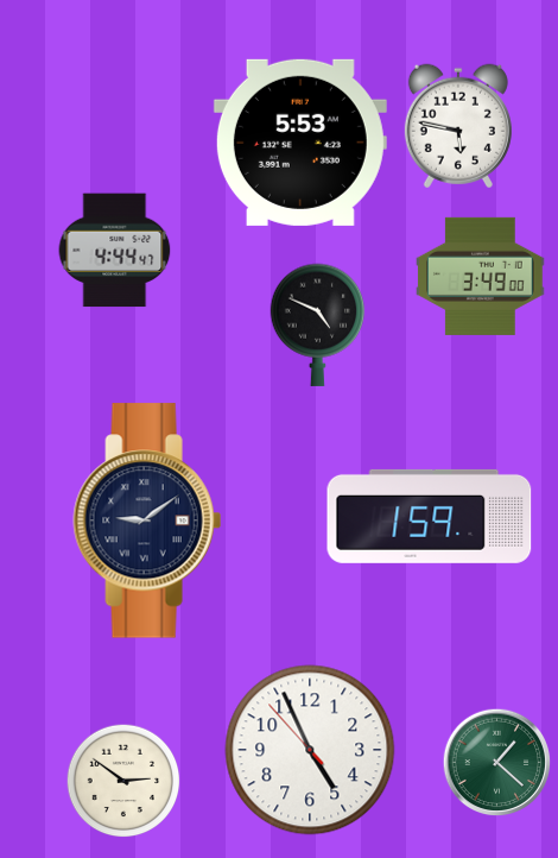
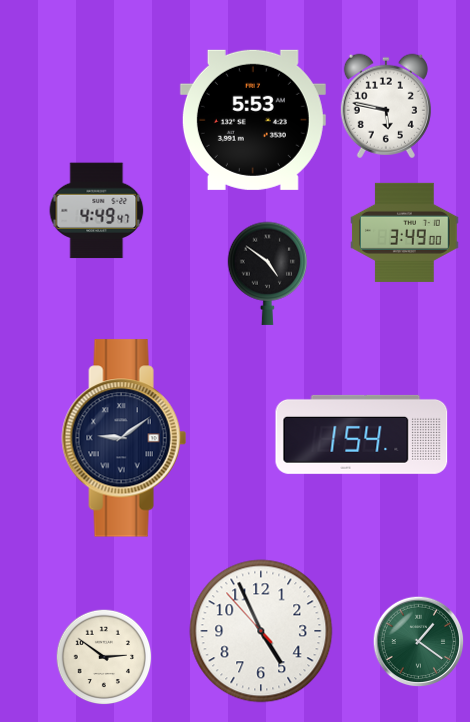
clock at (115, 251): 4:44 -> 4:49
clock at (318, 324): 4:49 -> 4:51
clock at (430, 516): 1:59 -> 1:54
clock at (496, 762): 1:22 -> 1:21
